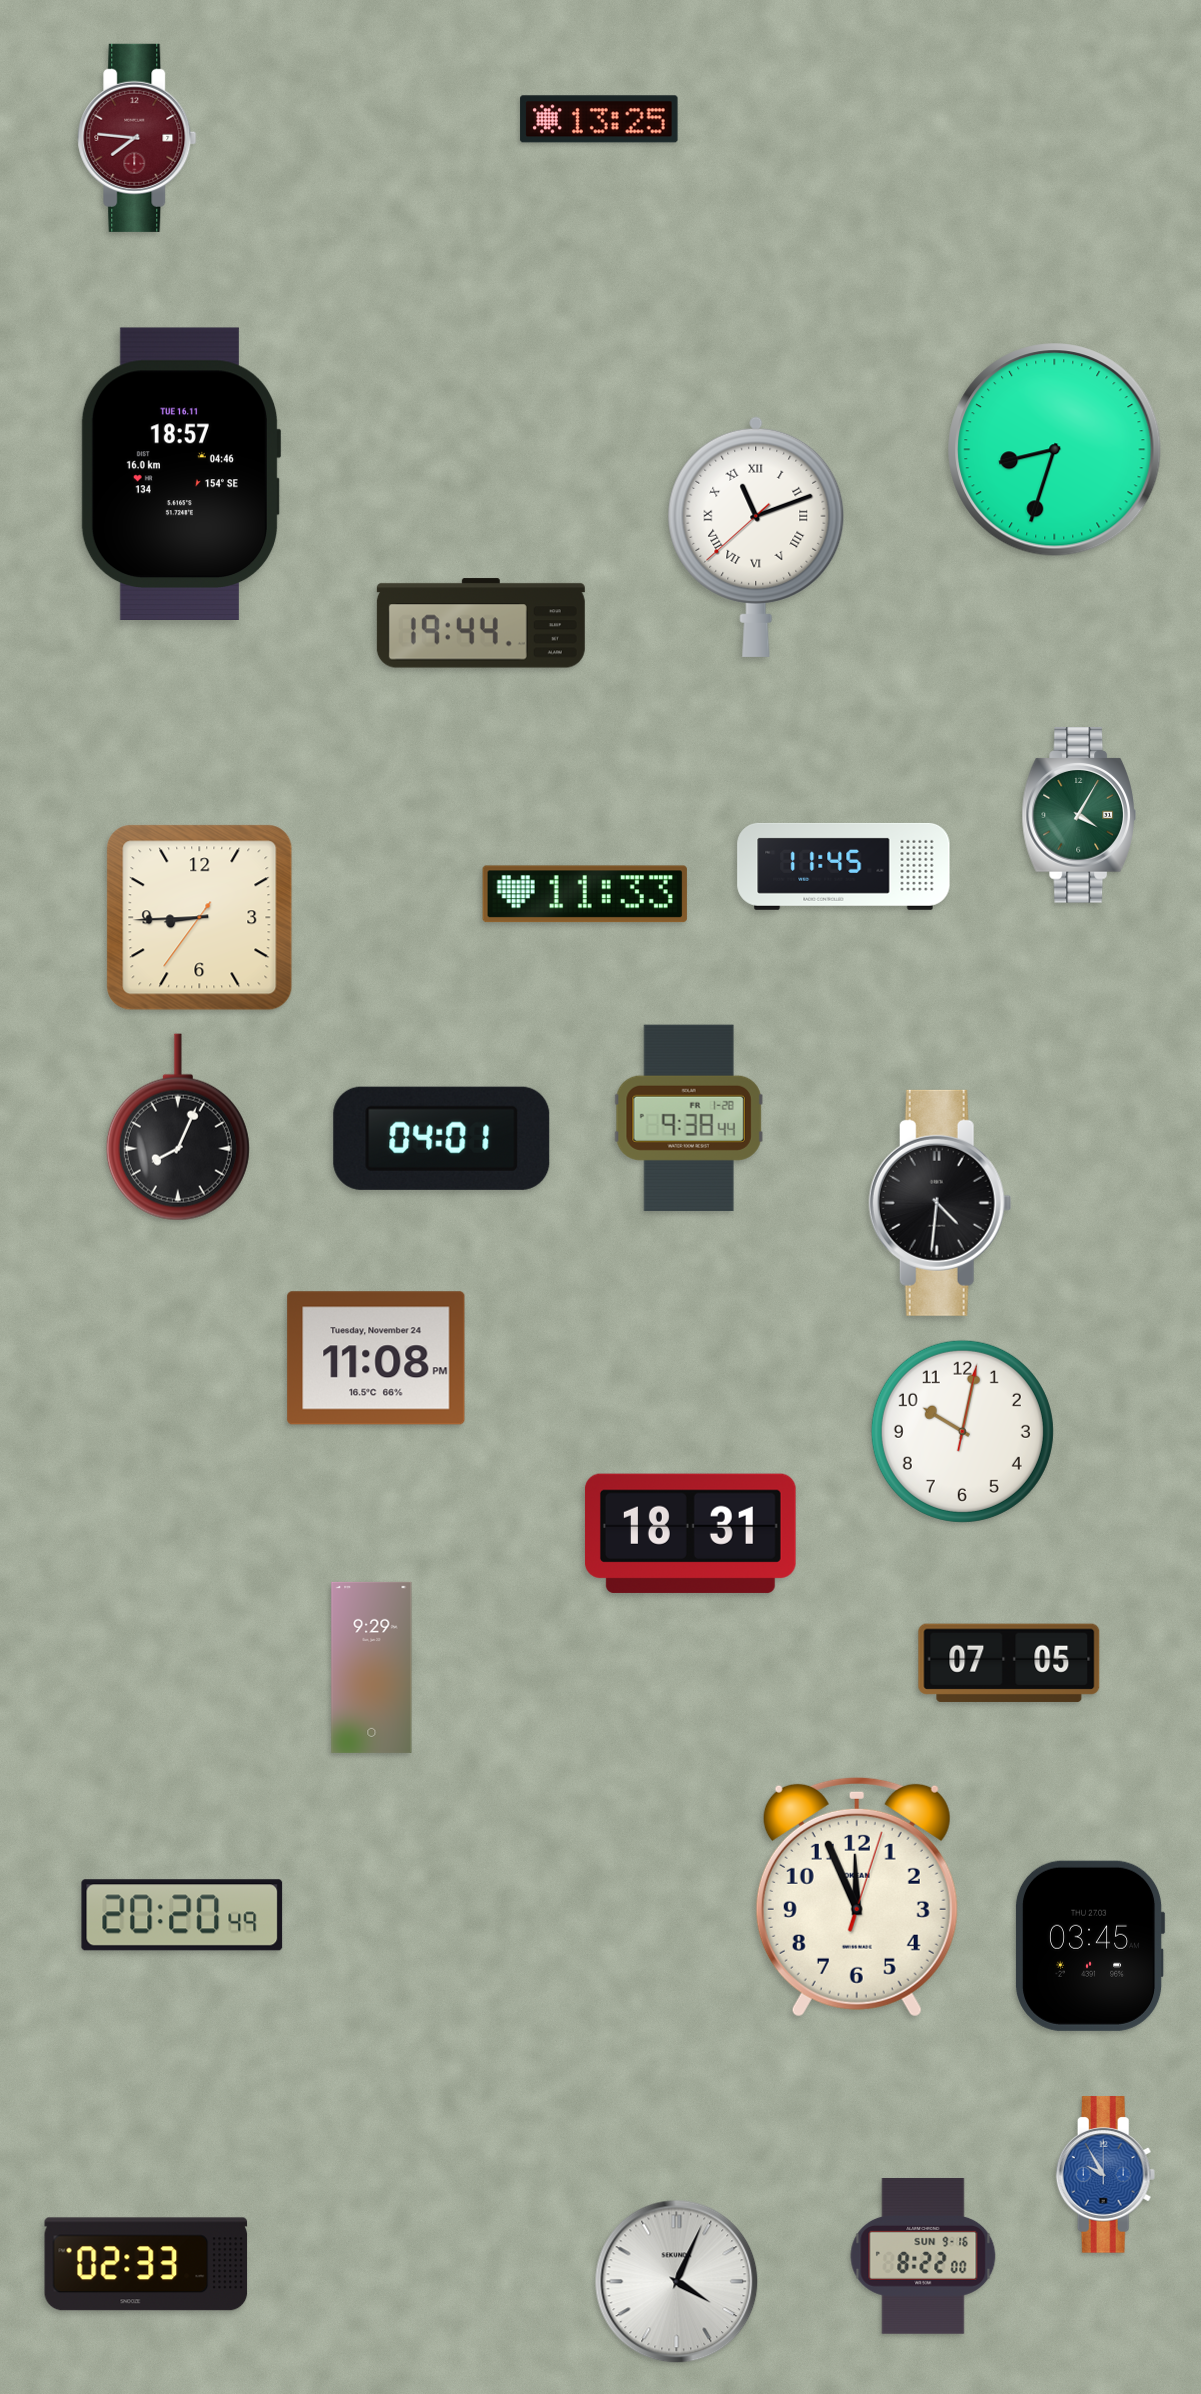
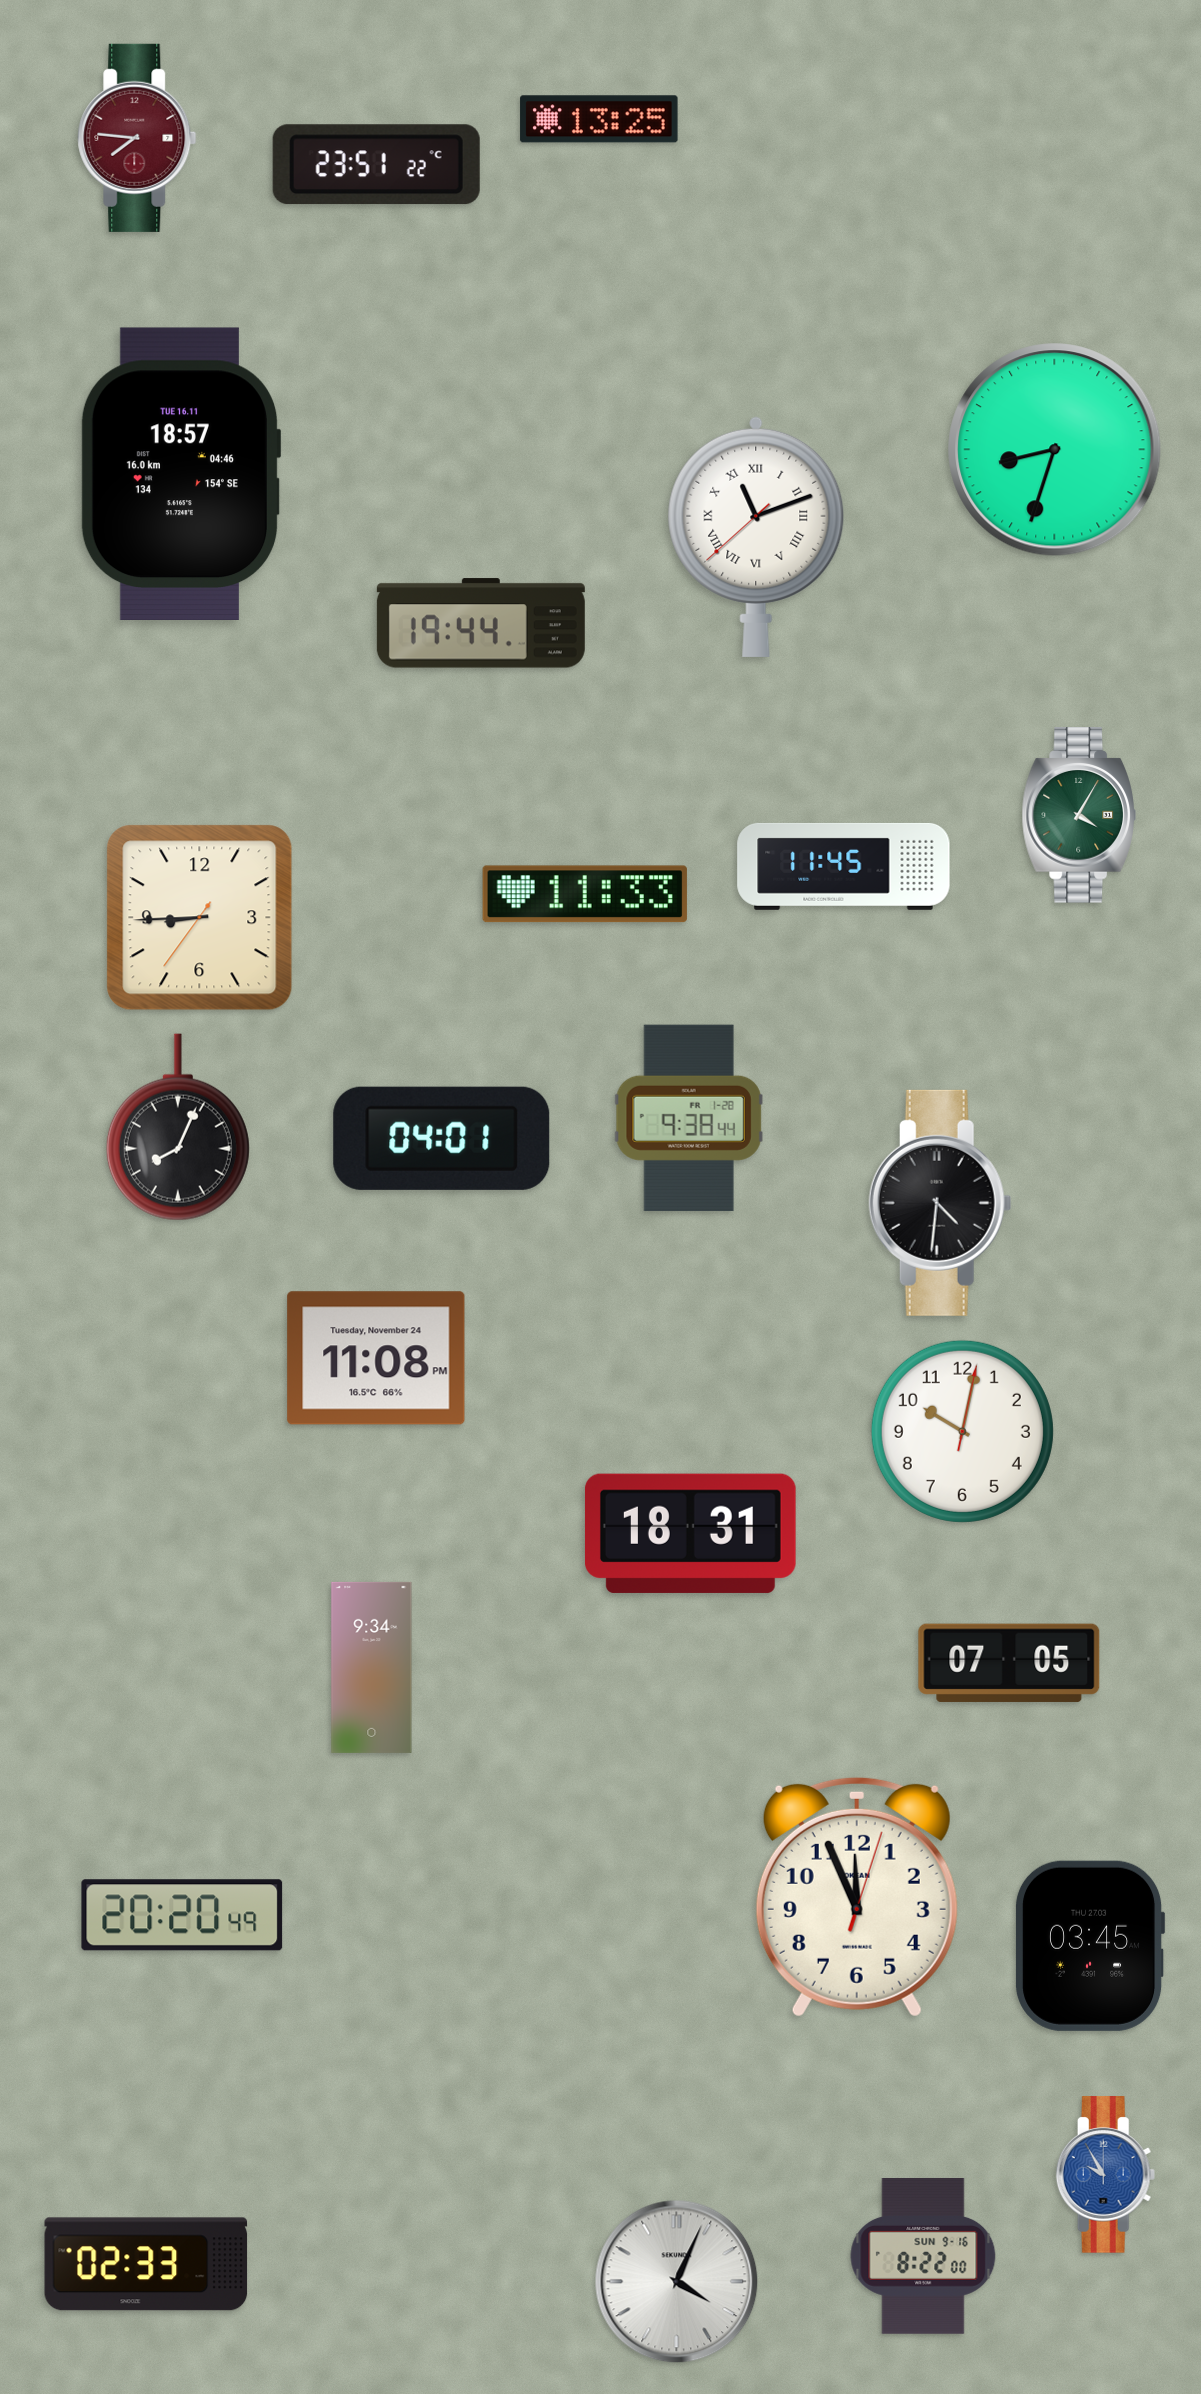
clock at (376, 165): none -> 23:51
clock at (372, 1667): 9:29 -> 9:34
